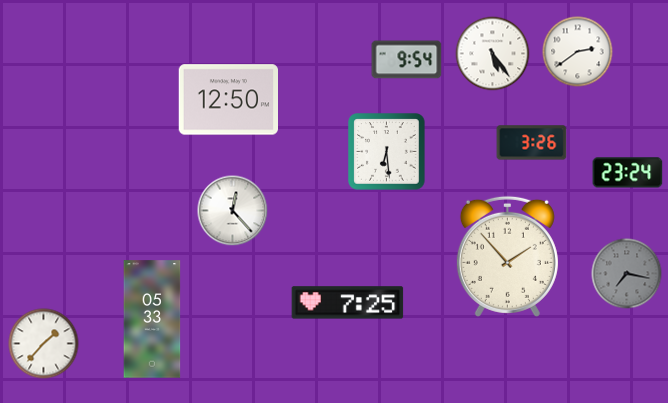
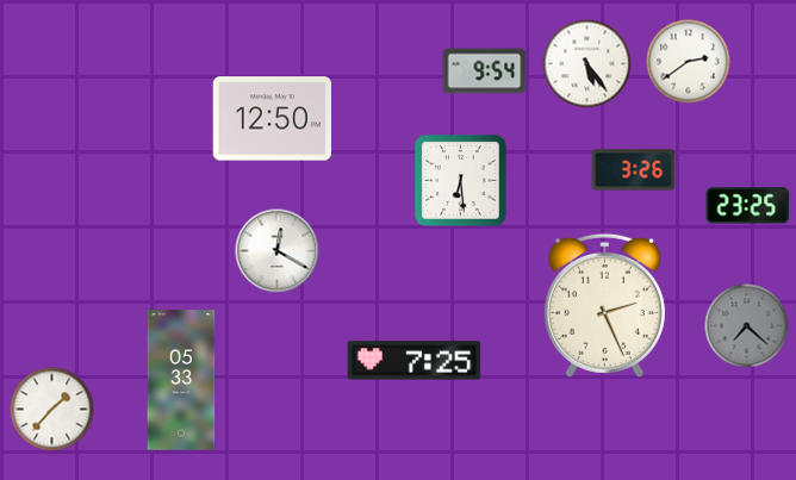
clock at (628, 173): 23:24 -> 23:25
clock at (233, 211): 12:23 -> 12:20
clock at (507, 256): 1:53 -> 2:26
clock at (627, 274): 7:17 -> 7:22
